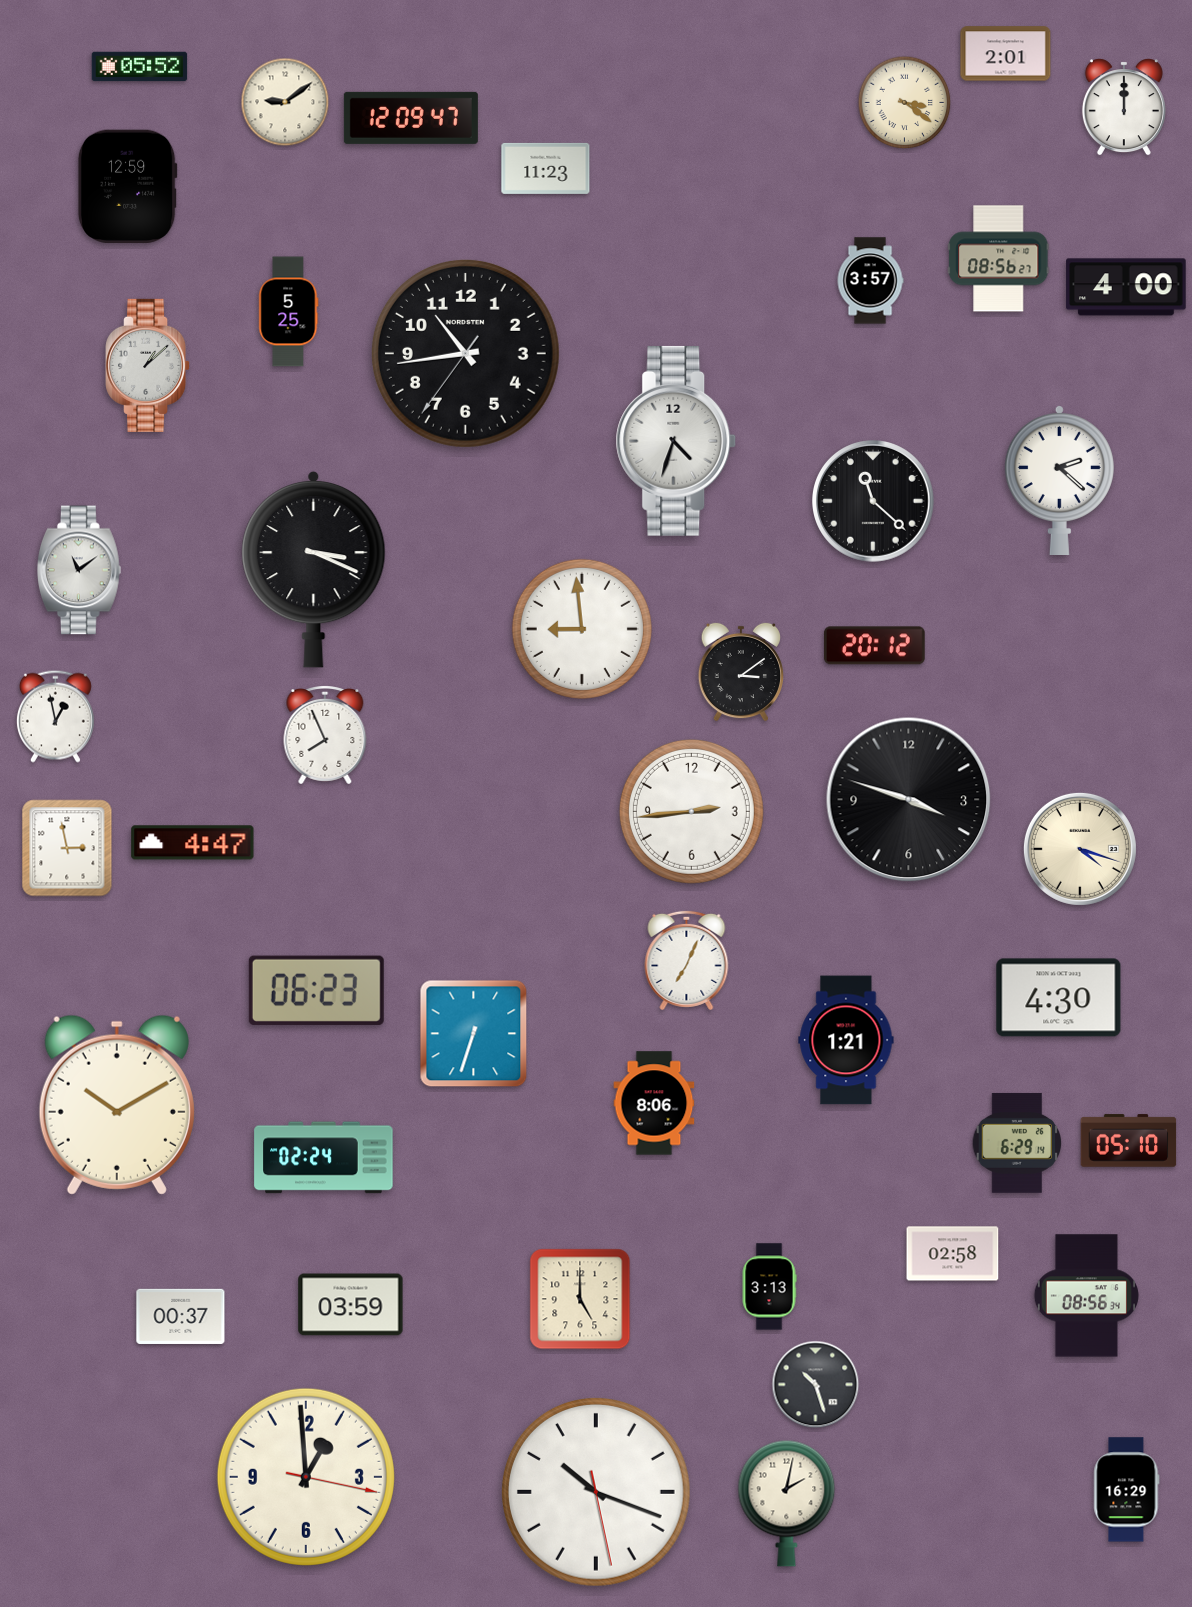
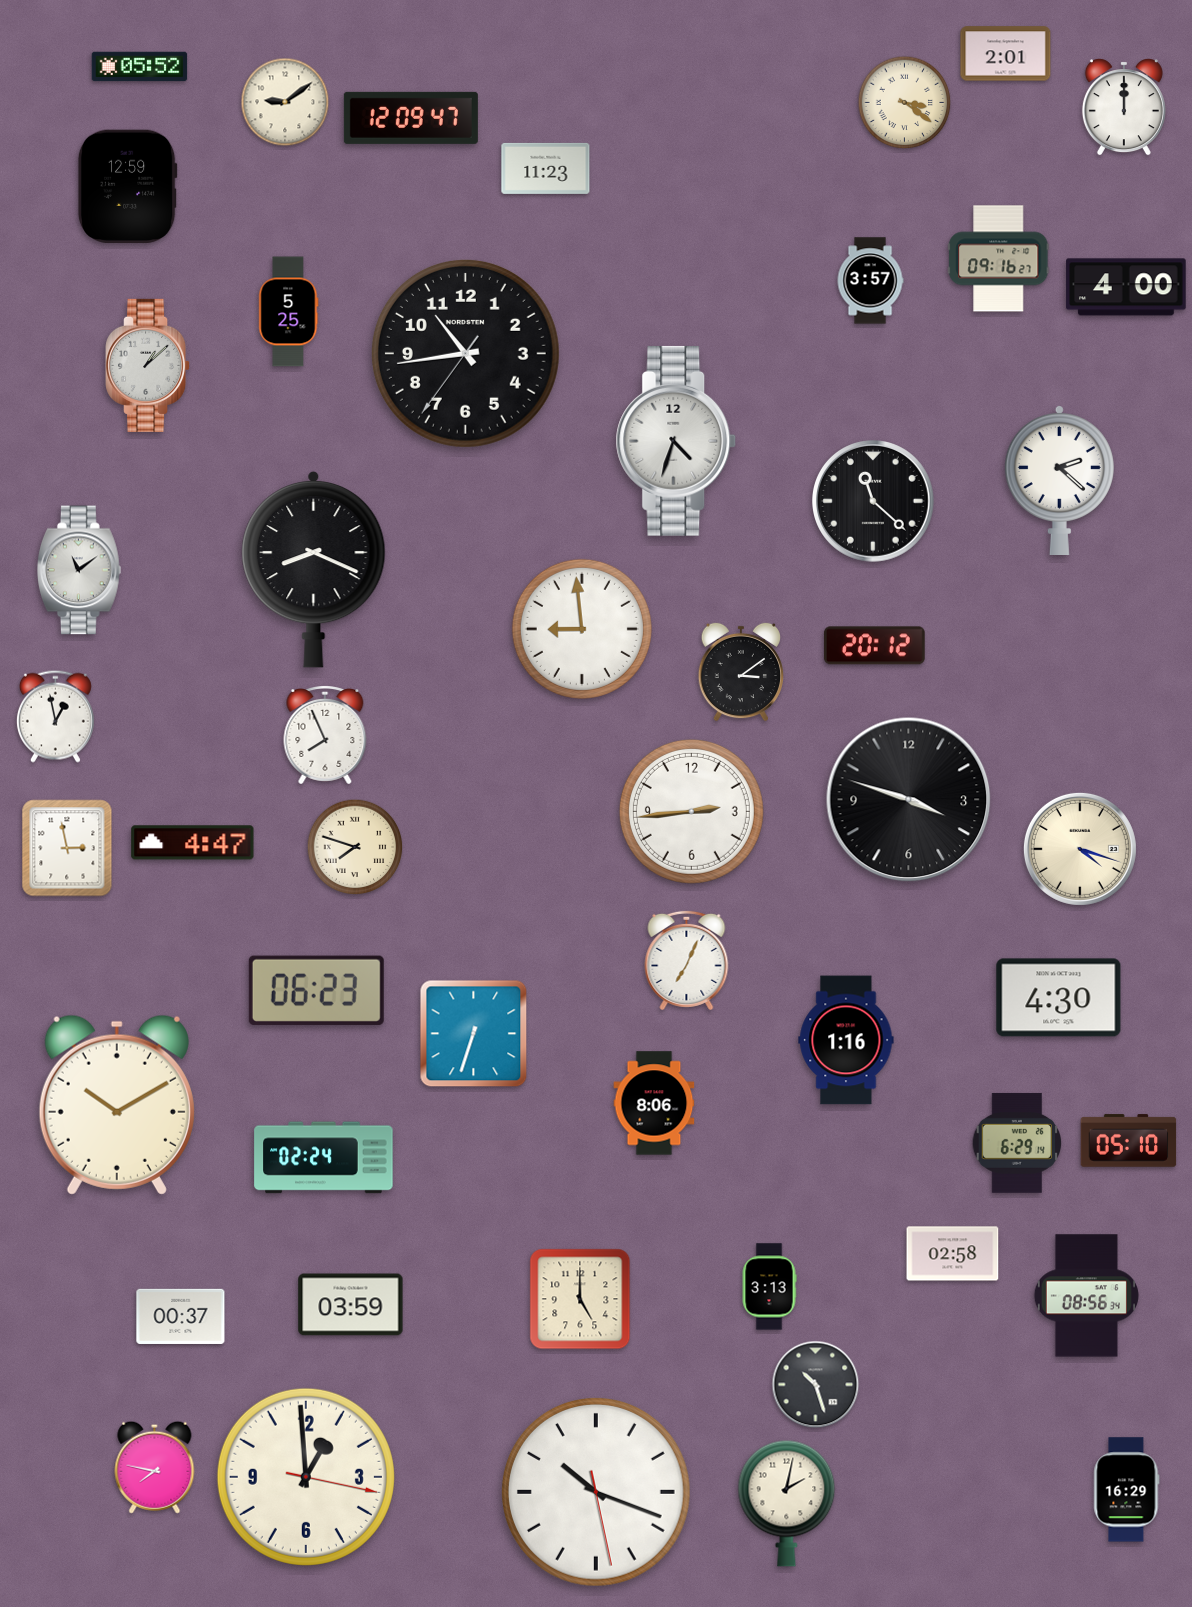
clock at (999, 259): 08:56 -> 09:16
clock at (314, 569): 3:19 -> 8:19
clock at (355, 847): none -> 7:48
clock at (846, 1040): 1:21 -> 1:16
clock at (155, 1467): none -> 7:47
